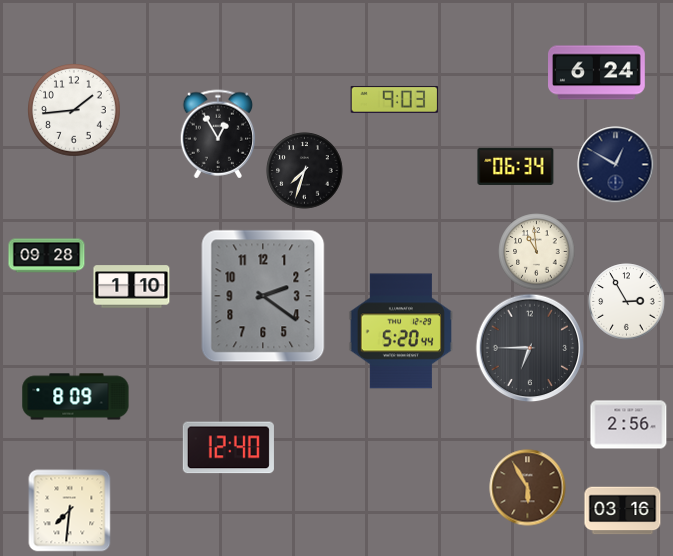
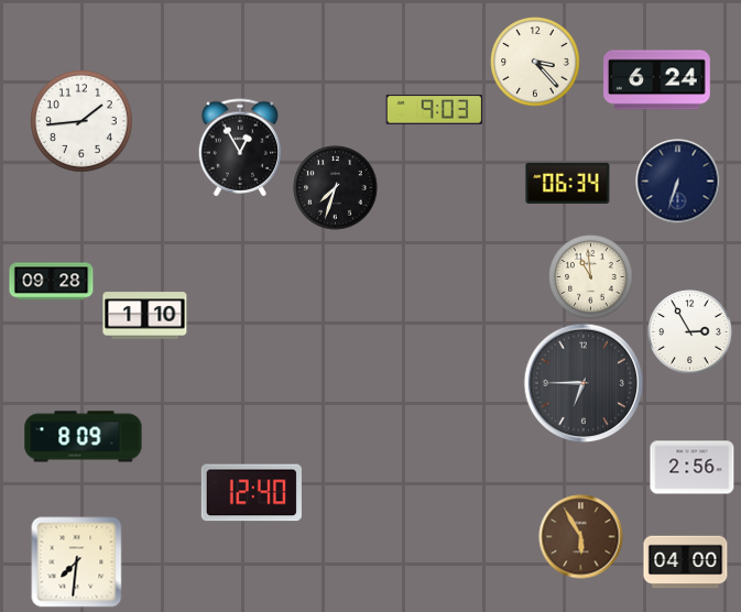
clock at (535, 62): none -> 3:23
clock at (616, 165): 12:50 -> 6:33
clock at (263, 296): 2:21 -> none
clock at (400, 331): 5:20 -> none
clock at (623, 511): 03:16 -> 04:00
